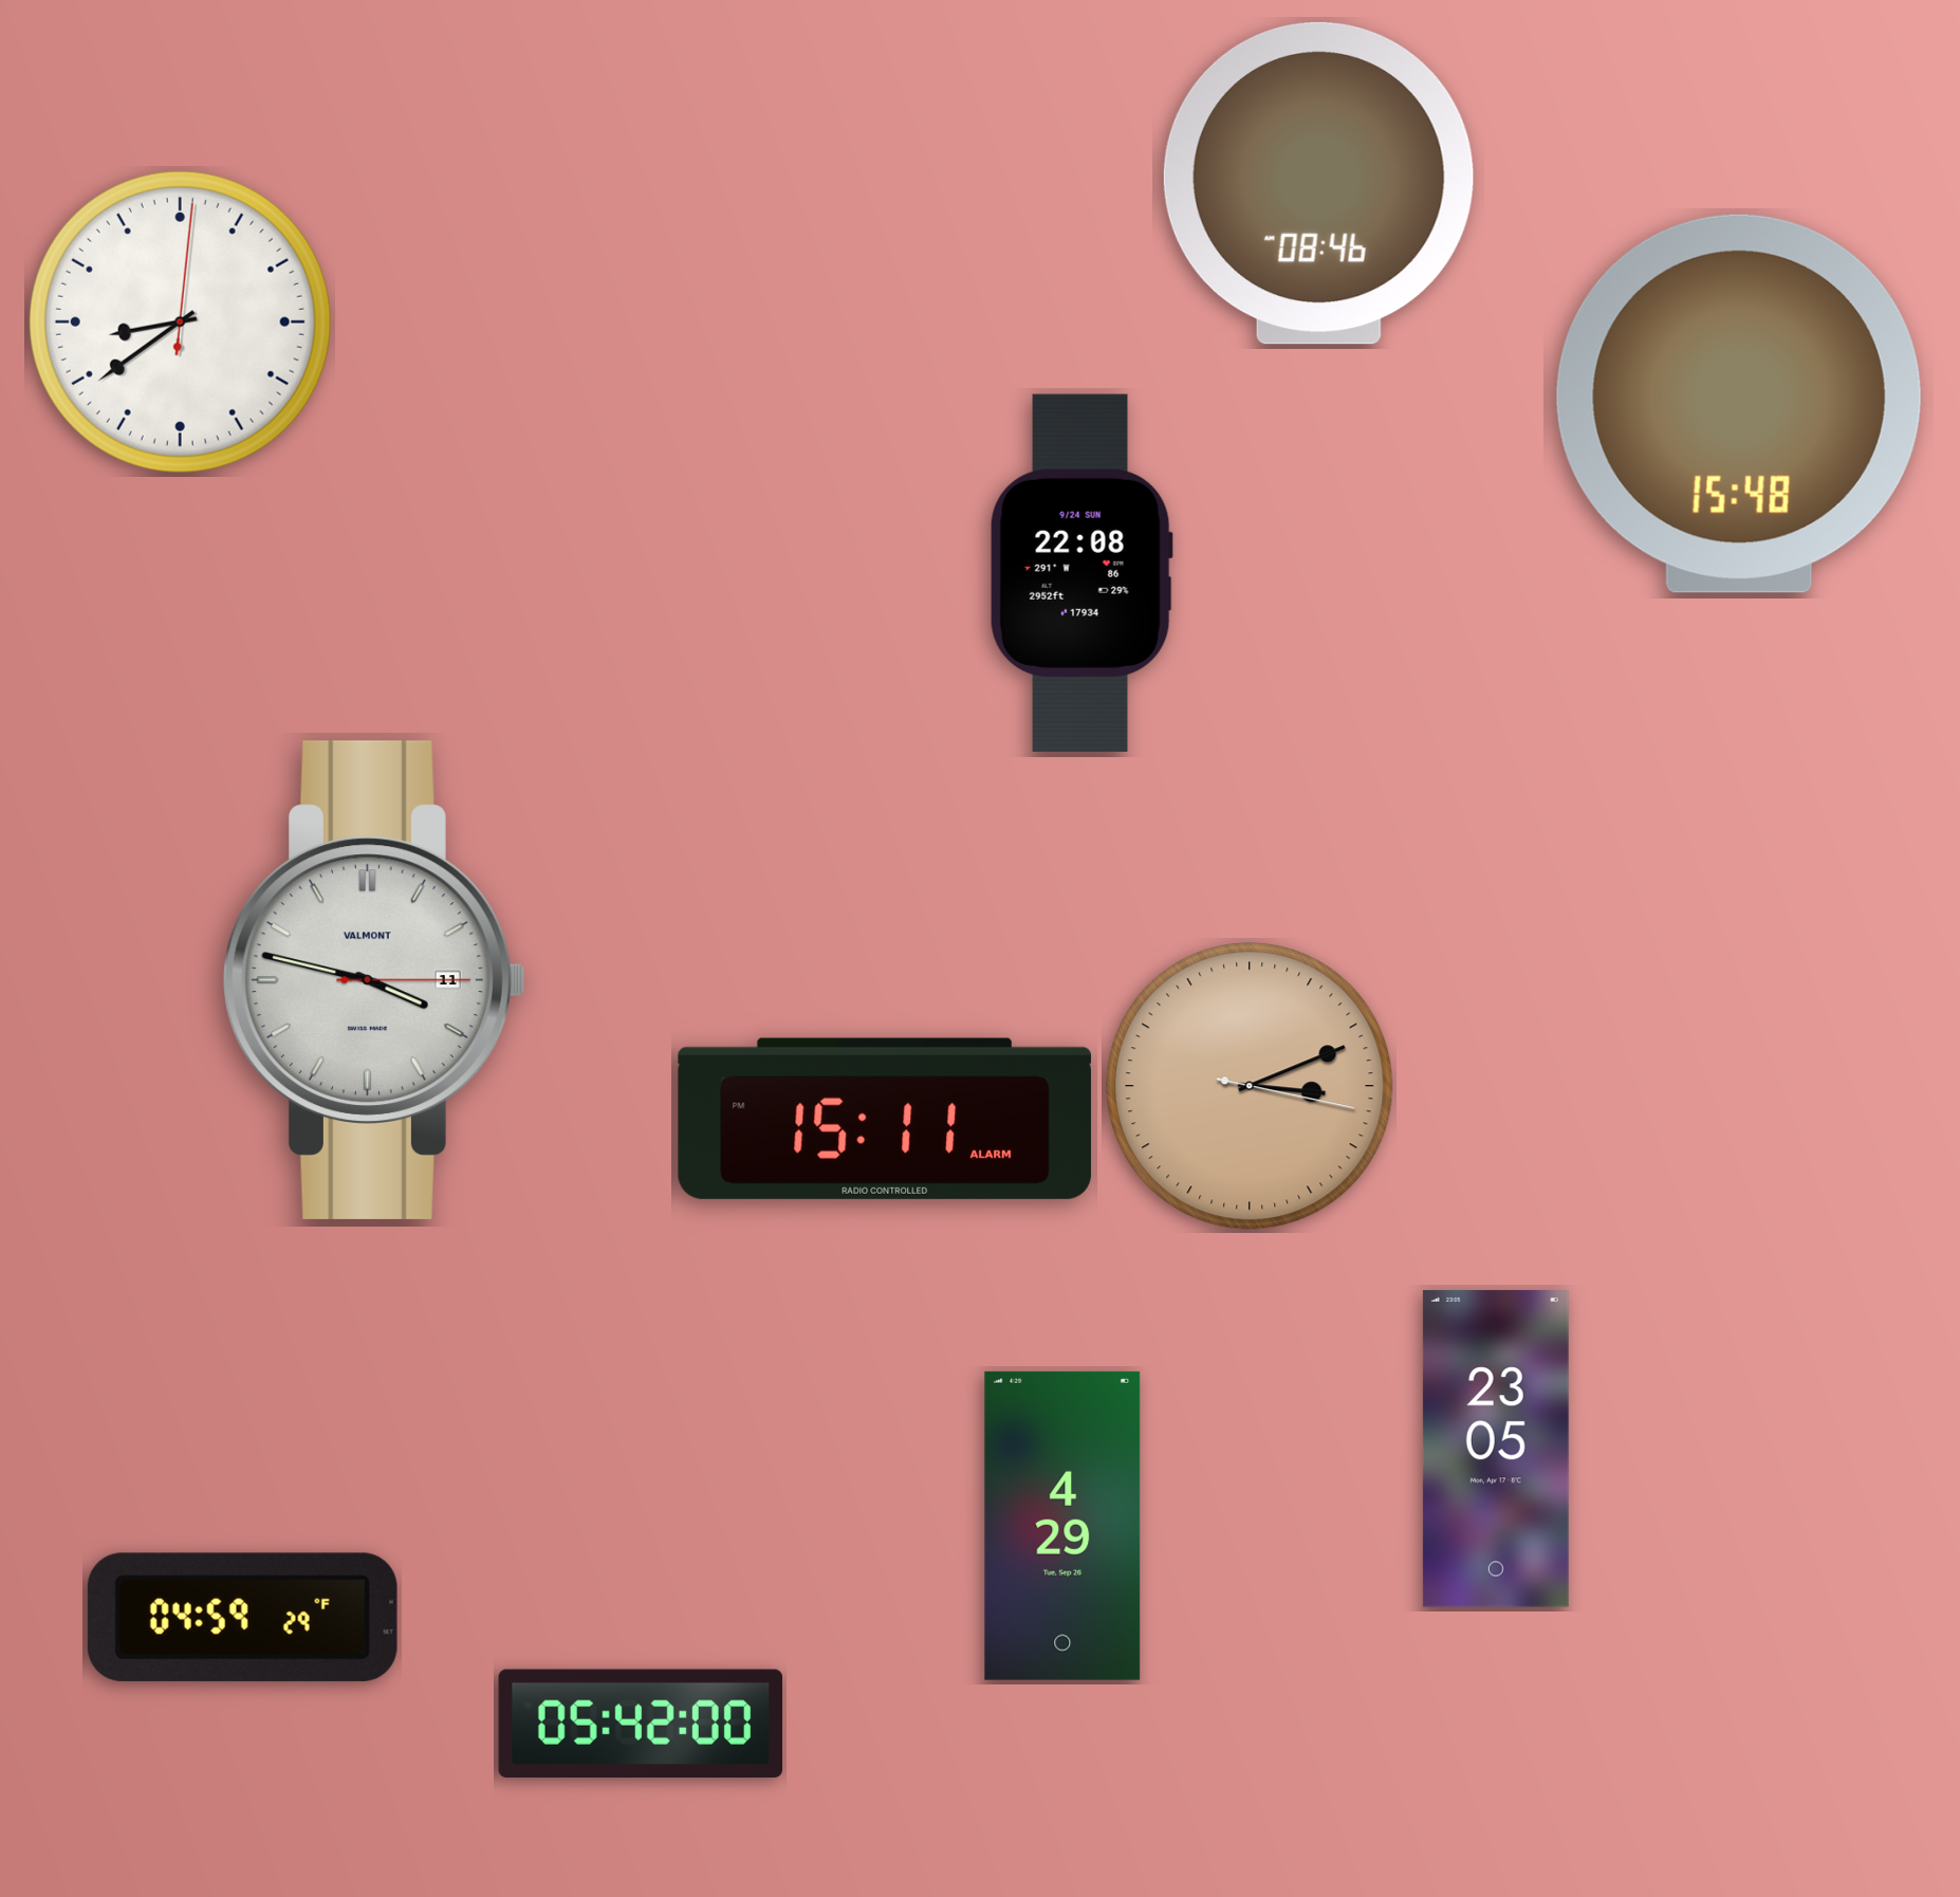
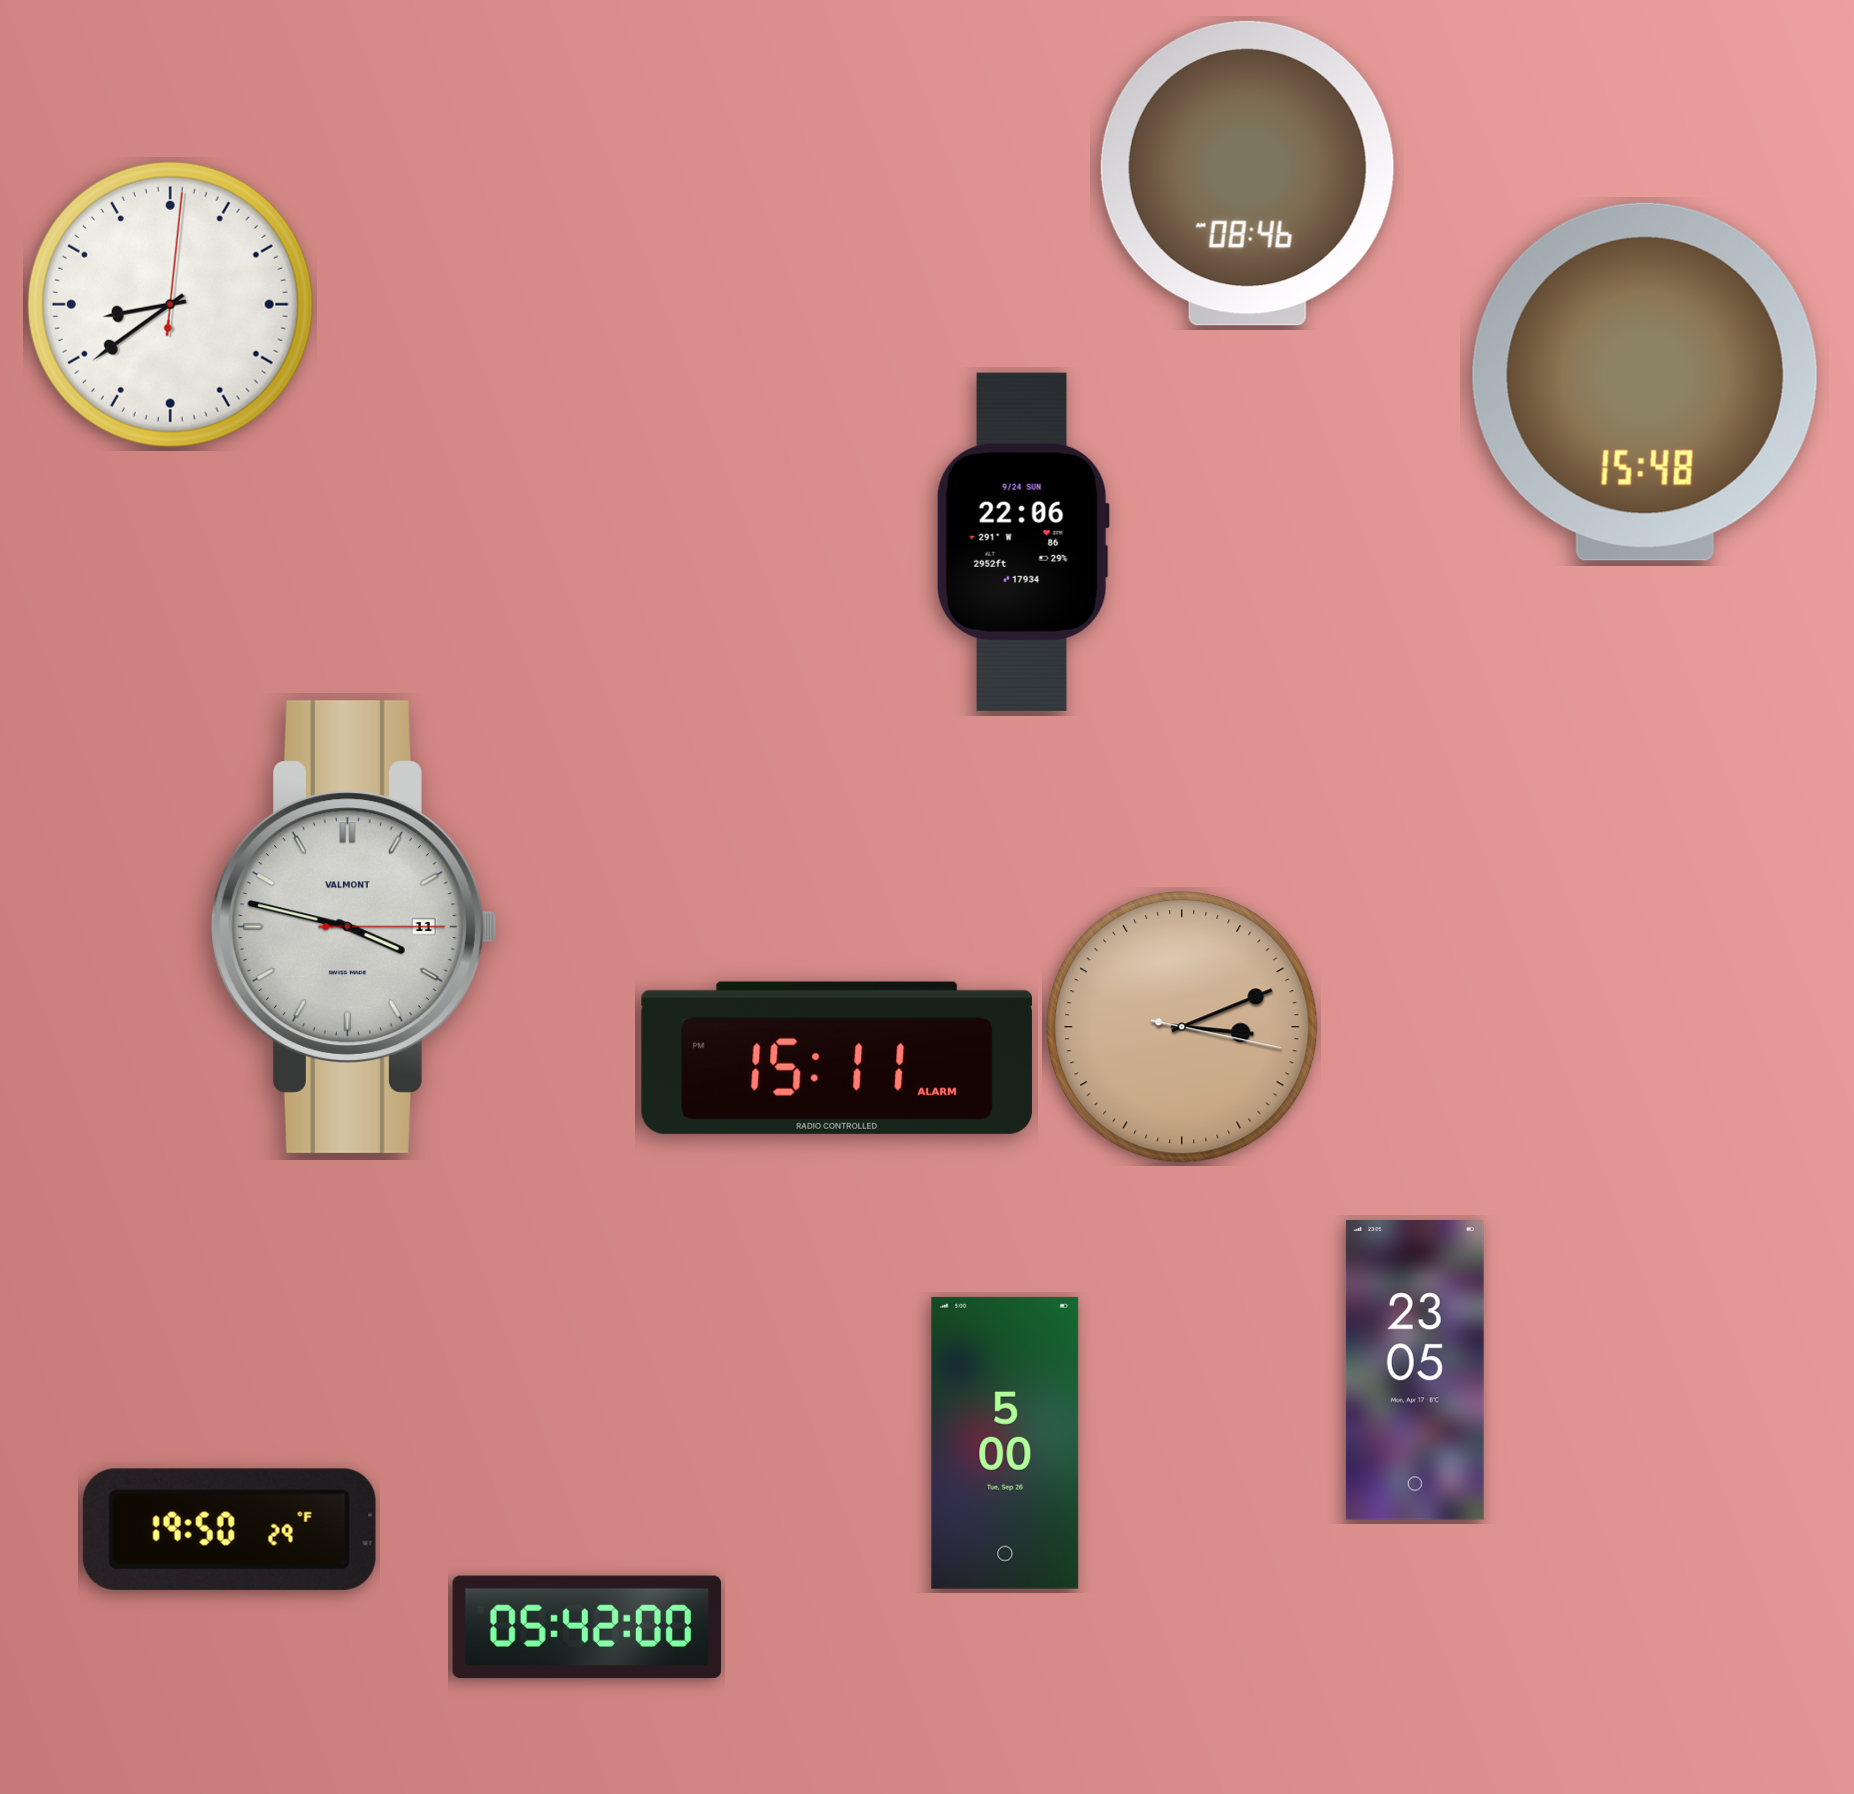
clock at (1081, 573): 22:08 -> 22:06
clock at (1062, 1526): 4:29 -> 5:00
clock at (242, 1617): 04:59 -> 19:50
clock at (641, 1724) position: (641, 1724) -> (587, 1627)
